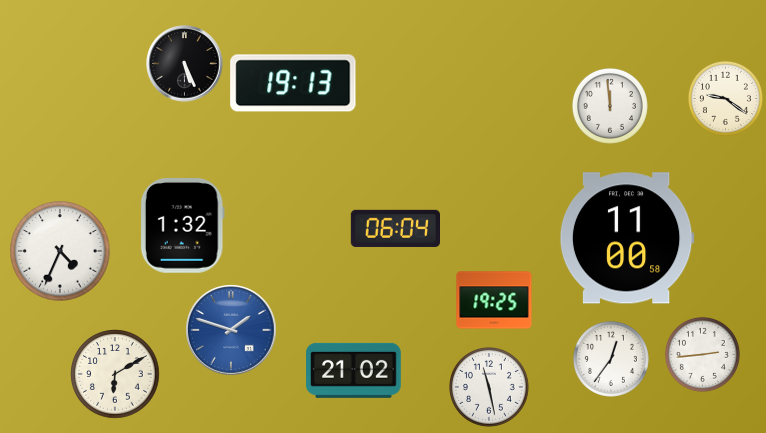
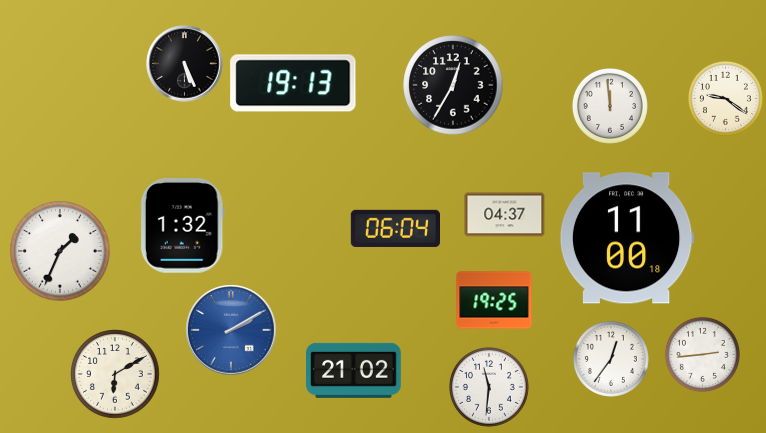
clock at (453, 85): none -> 12:35
clock at (505, 215): none -> 04:37
clock at (627, 238): 11:00:58 -> 11:00:18
clock at (60, 251): 4:34 -> 1:34
clock at (231, 330): 1:48 -> 2:10
clock at (489, 387): 11:28 -> 11:31
